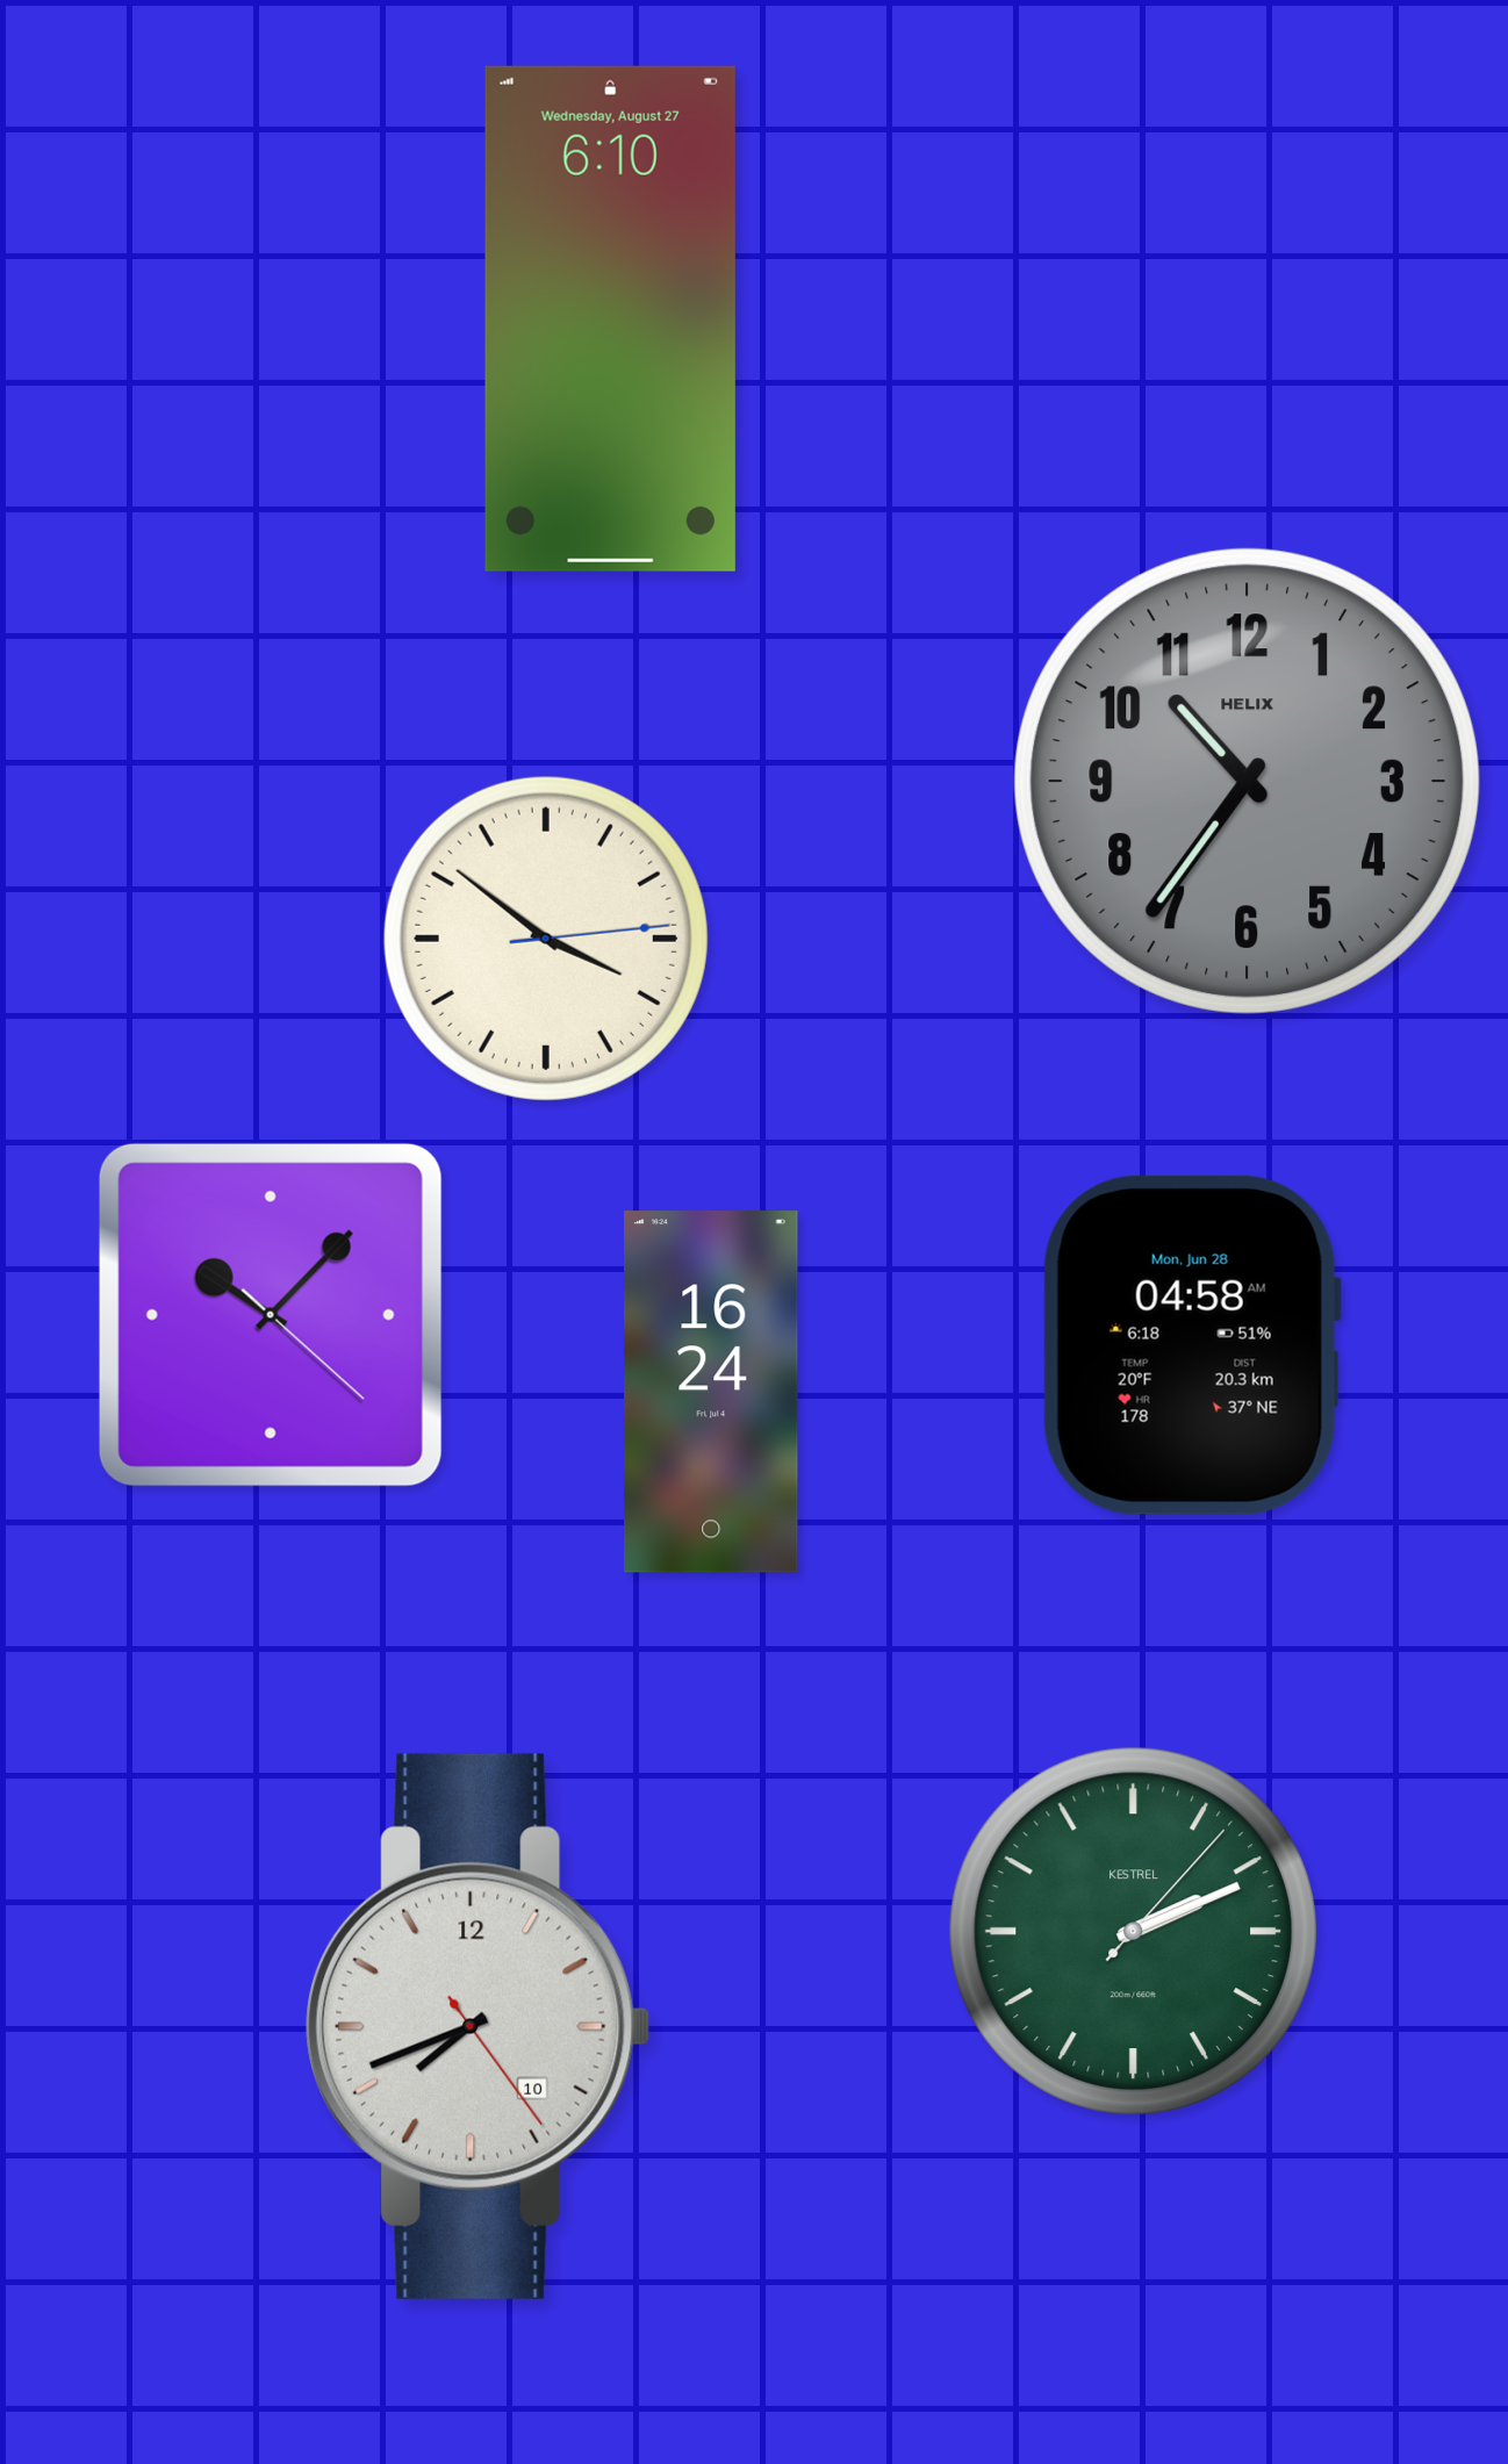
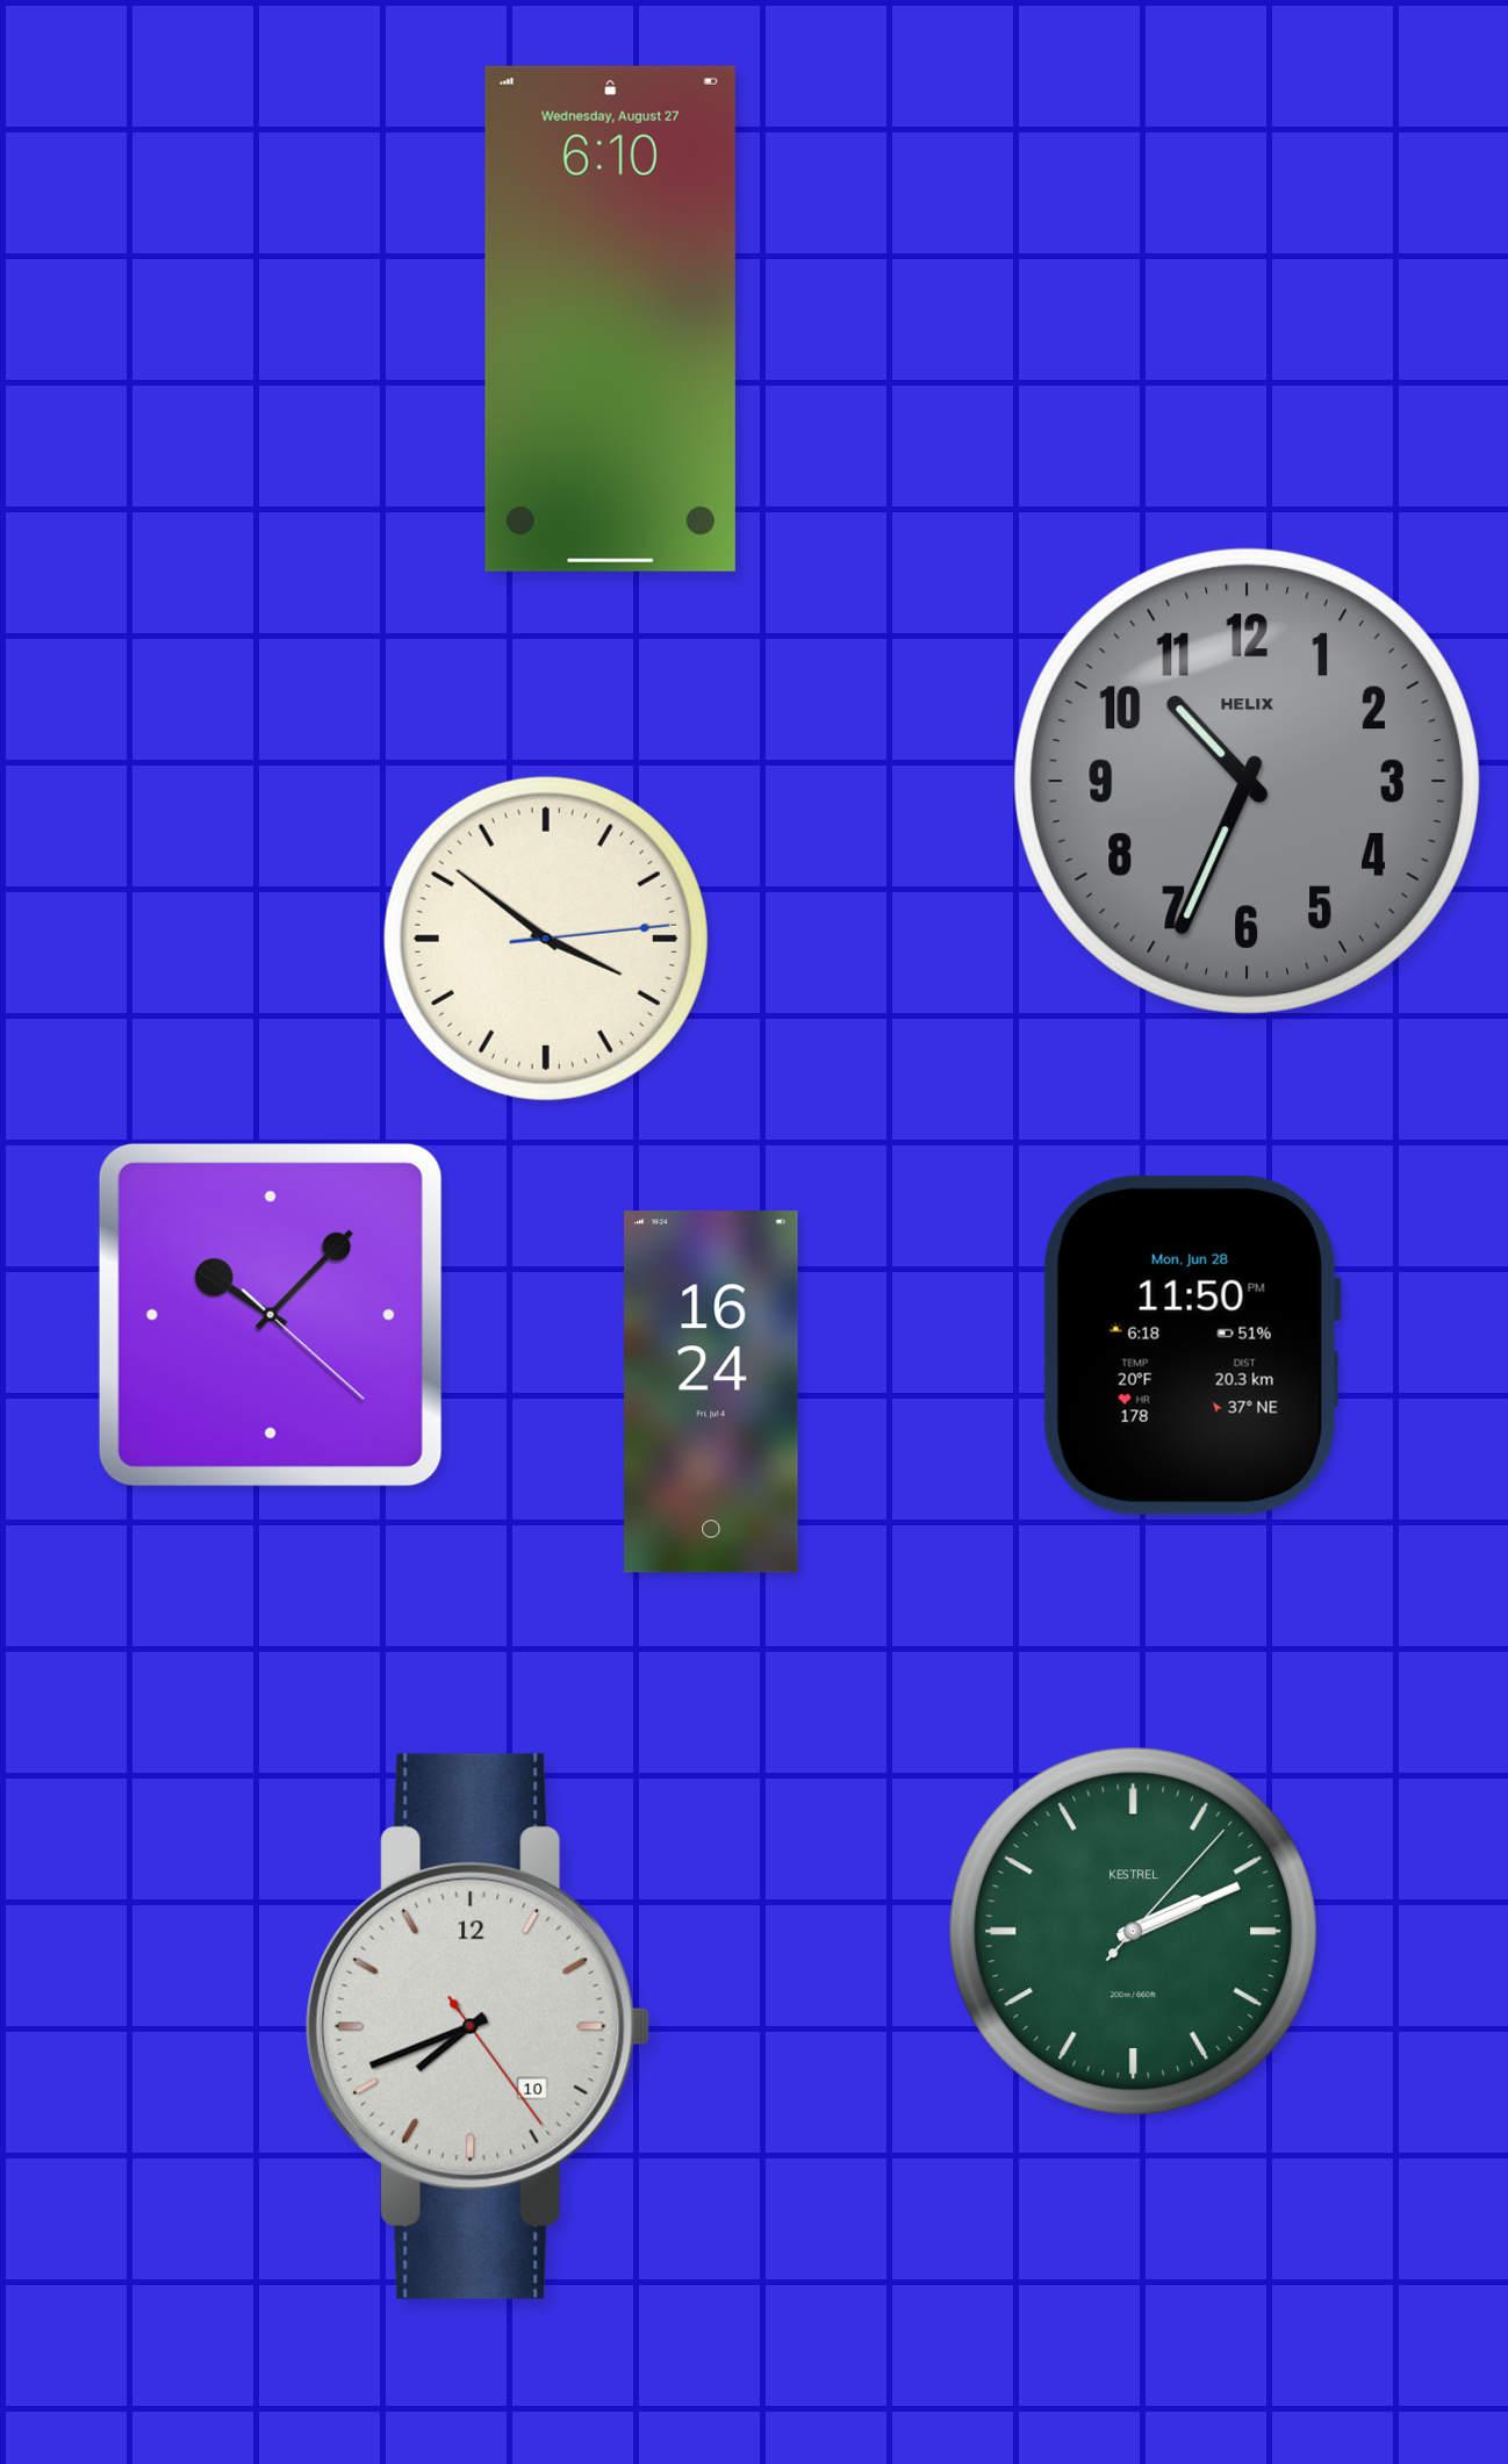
clock at (1247, 781): 10:36 -> 10:34
clock at (1192, 1345): 04:58 -> 11:50
